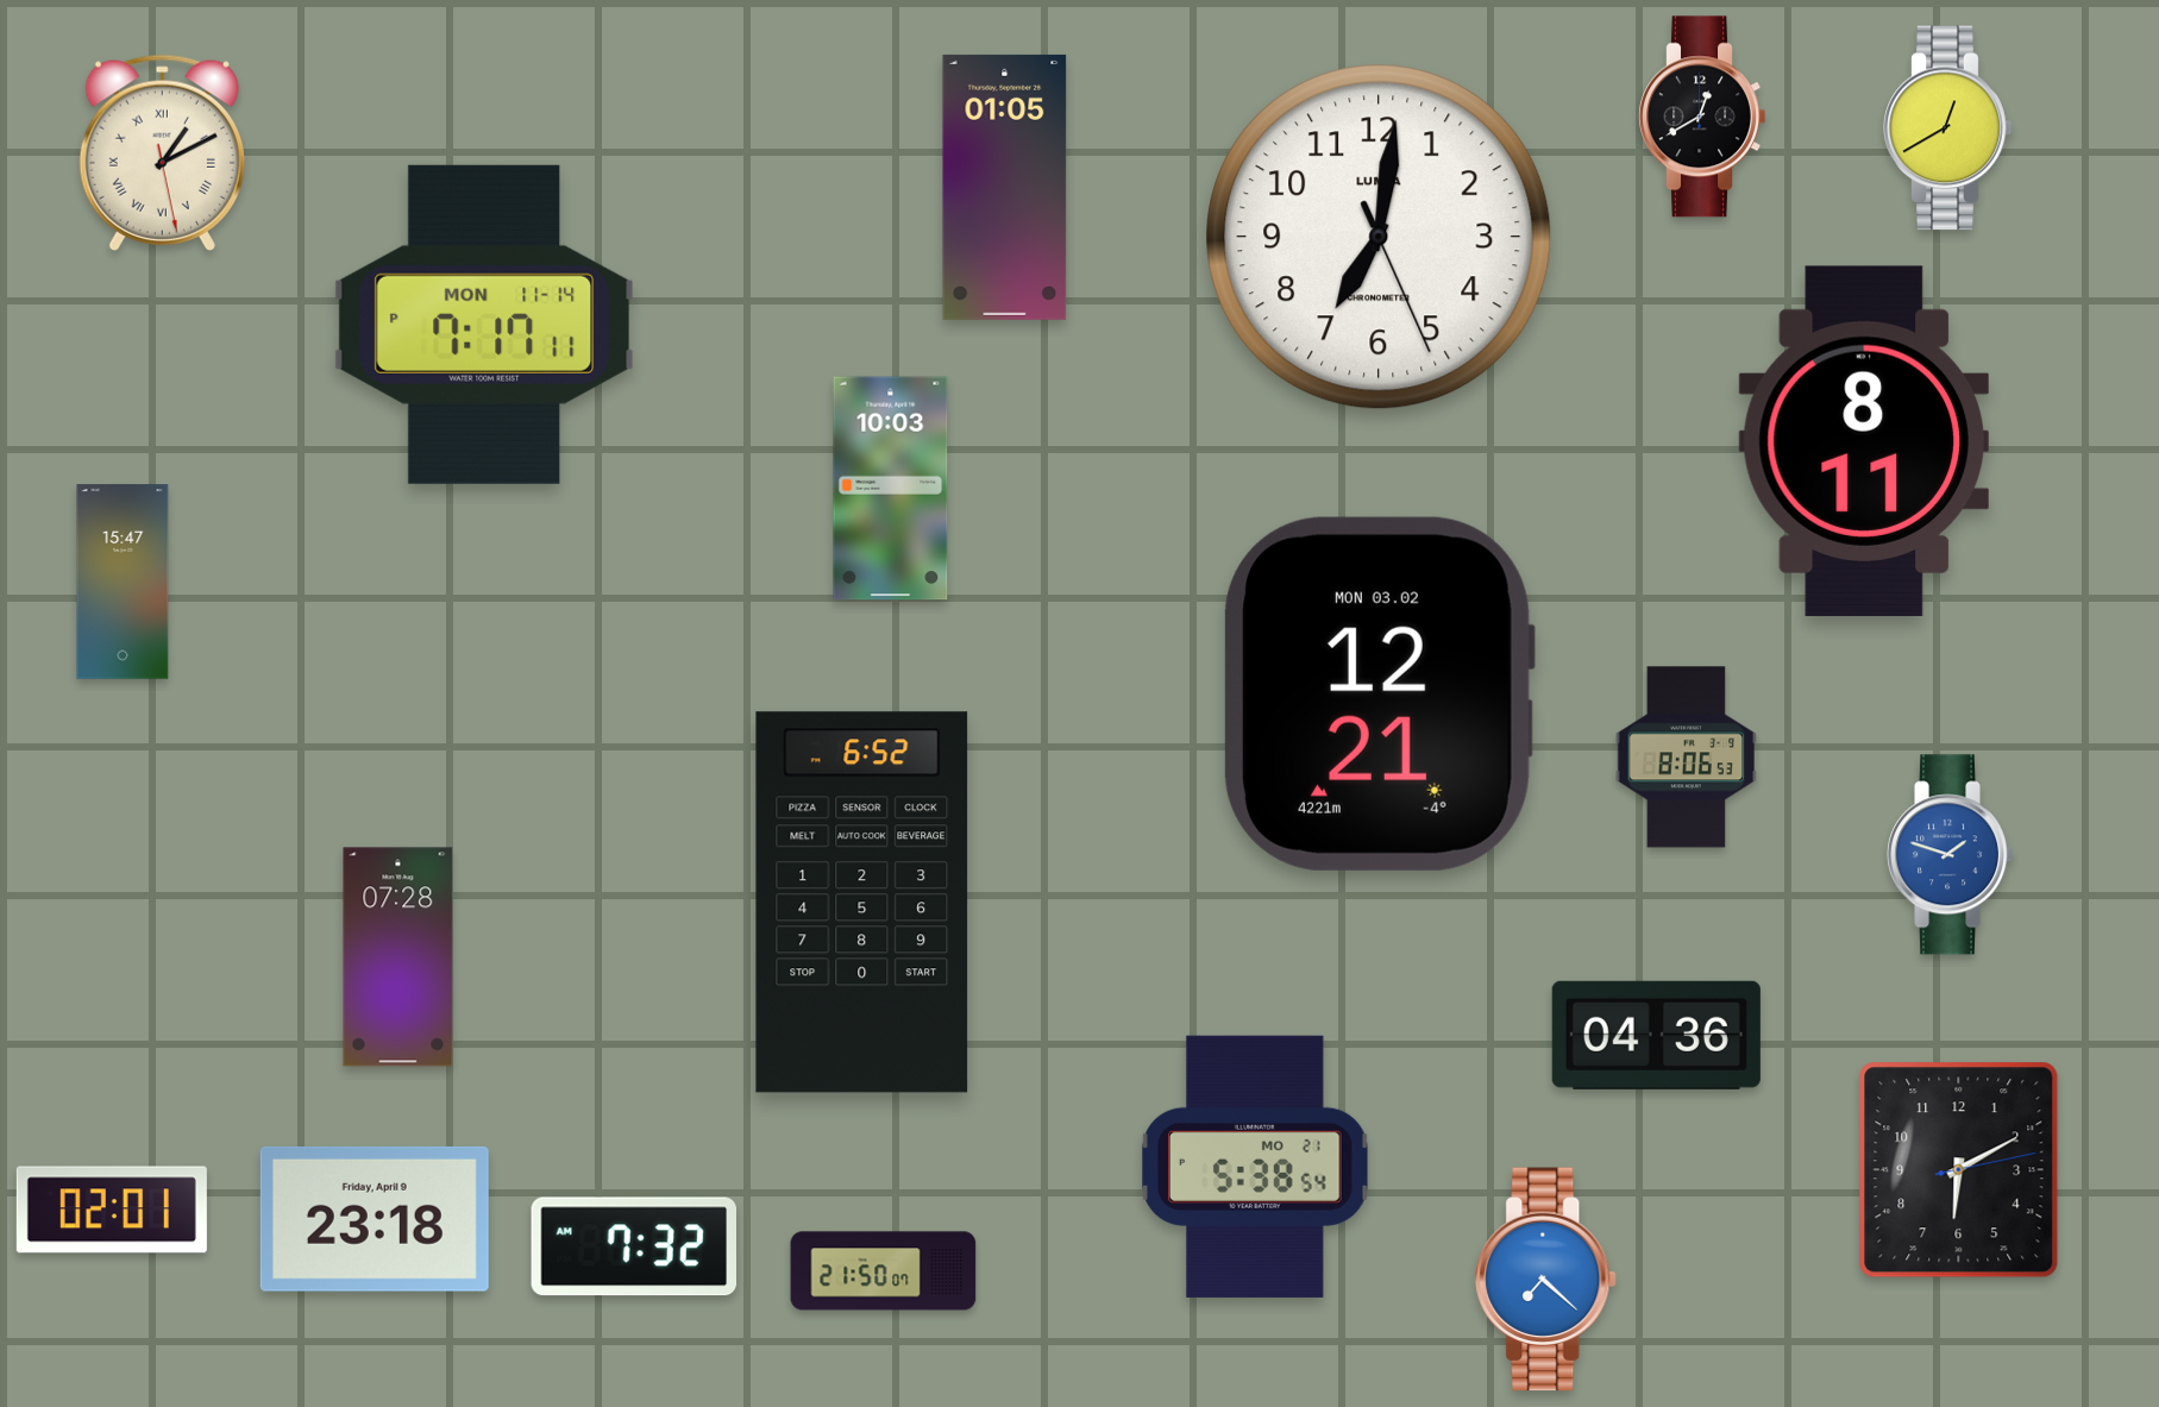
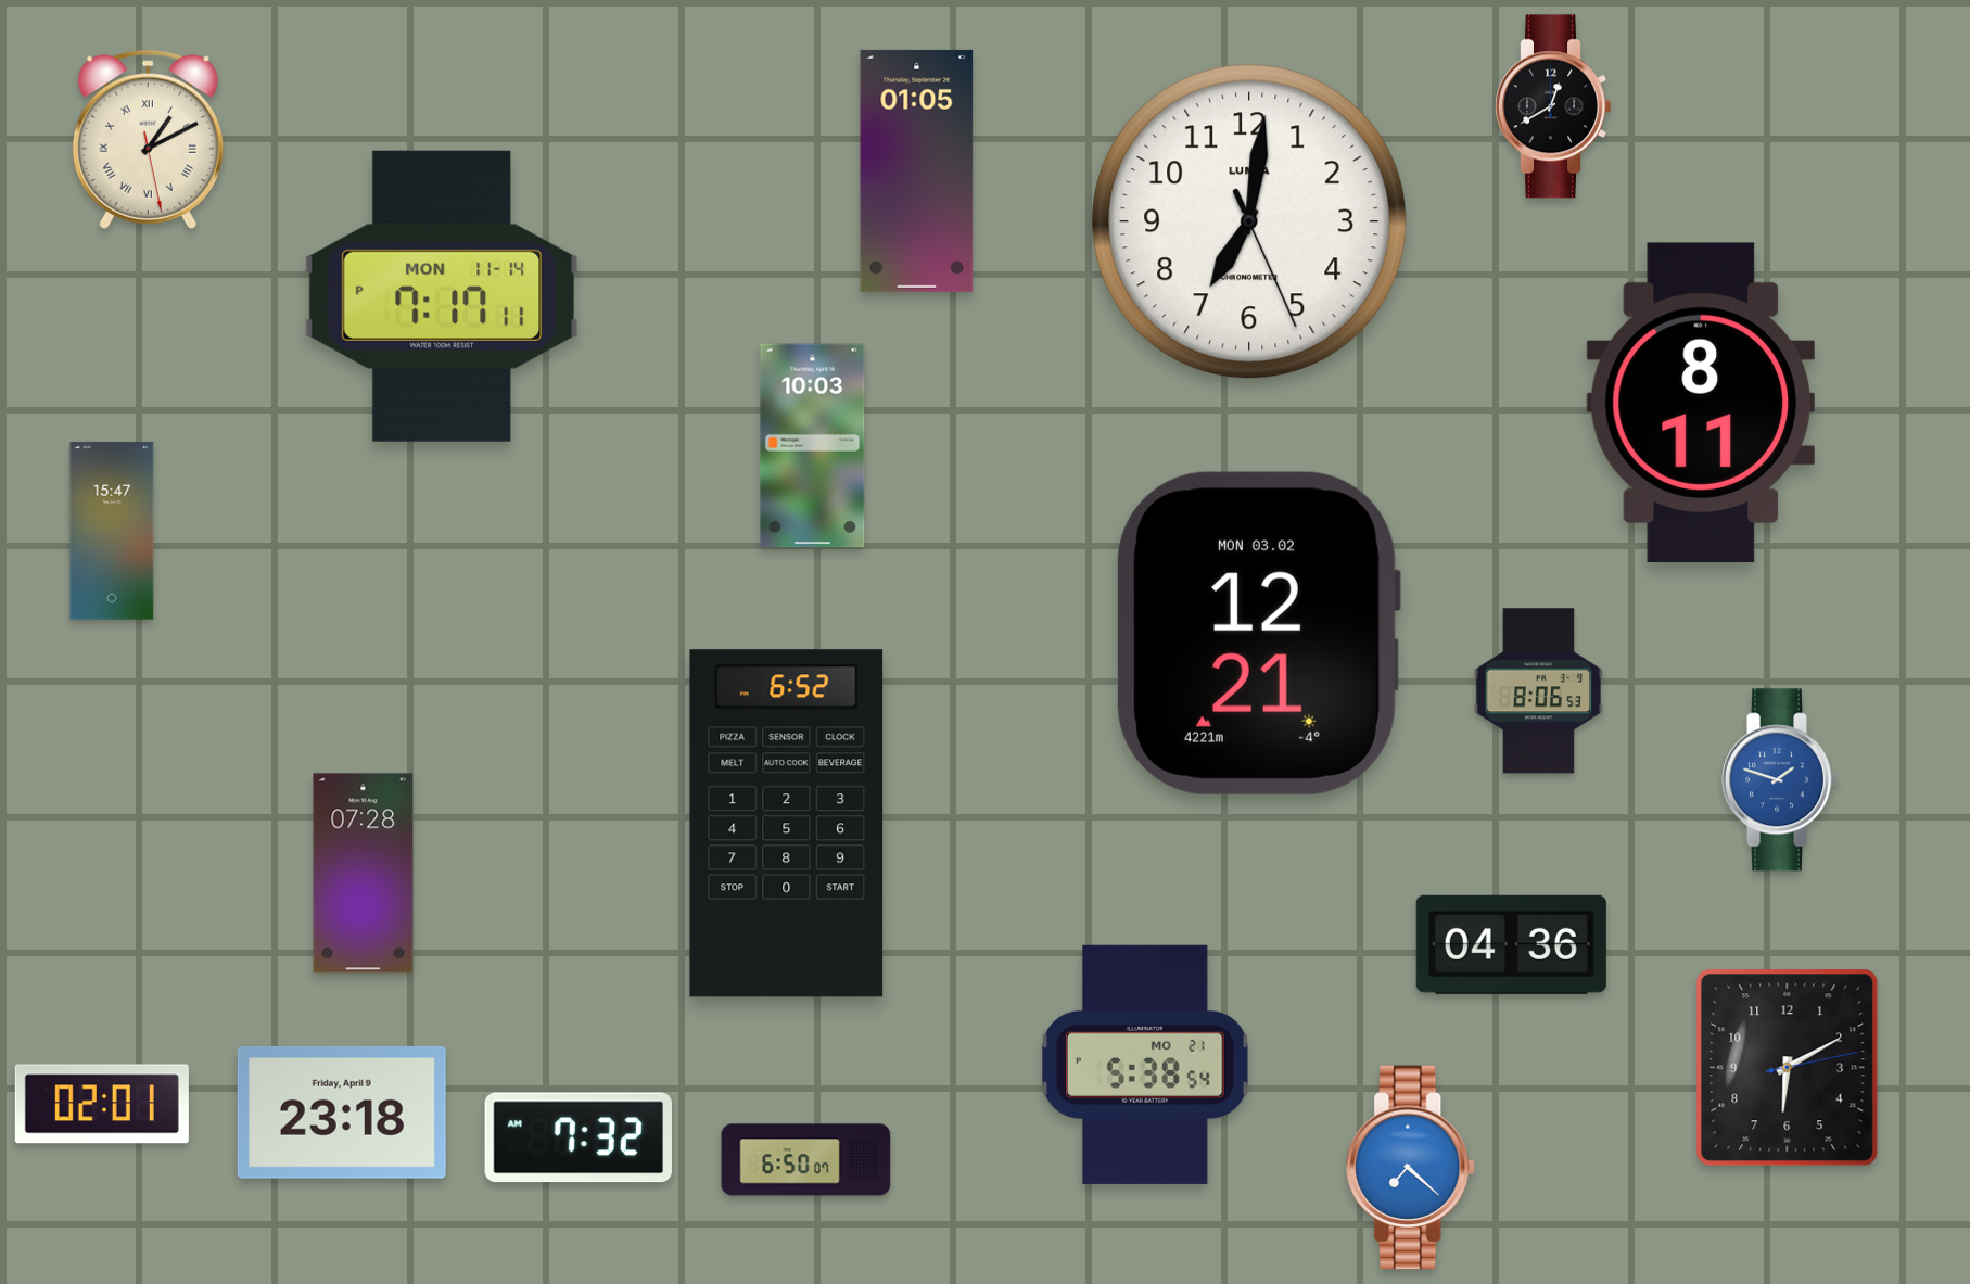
clock at (1948, 128): 12:40 -> none
clock at (1379, 237) position: (1379, 237) -> (1249, 221)
clock at (884, 1271): 21:50 -> 6:50
